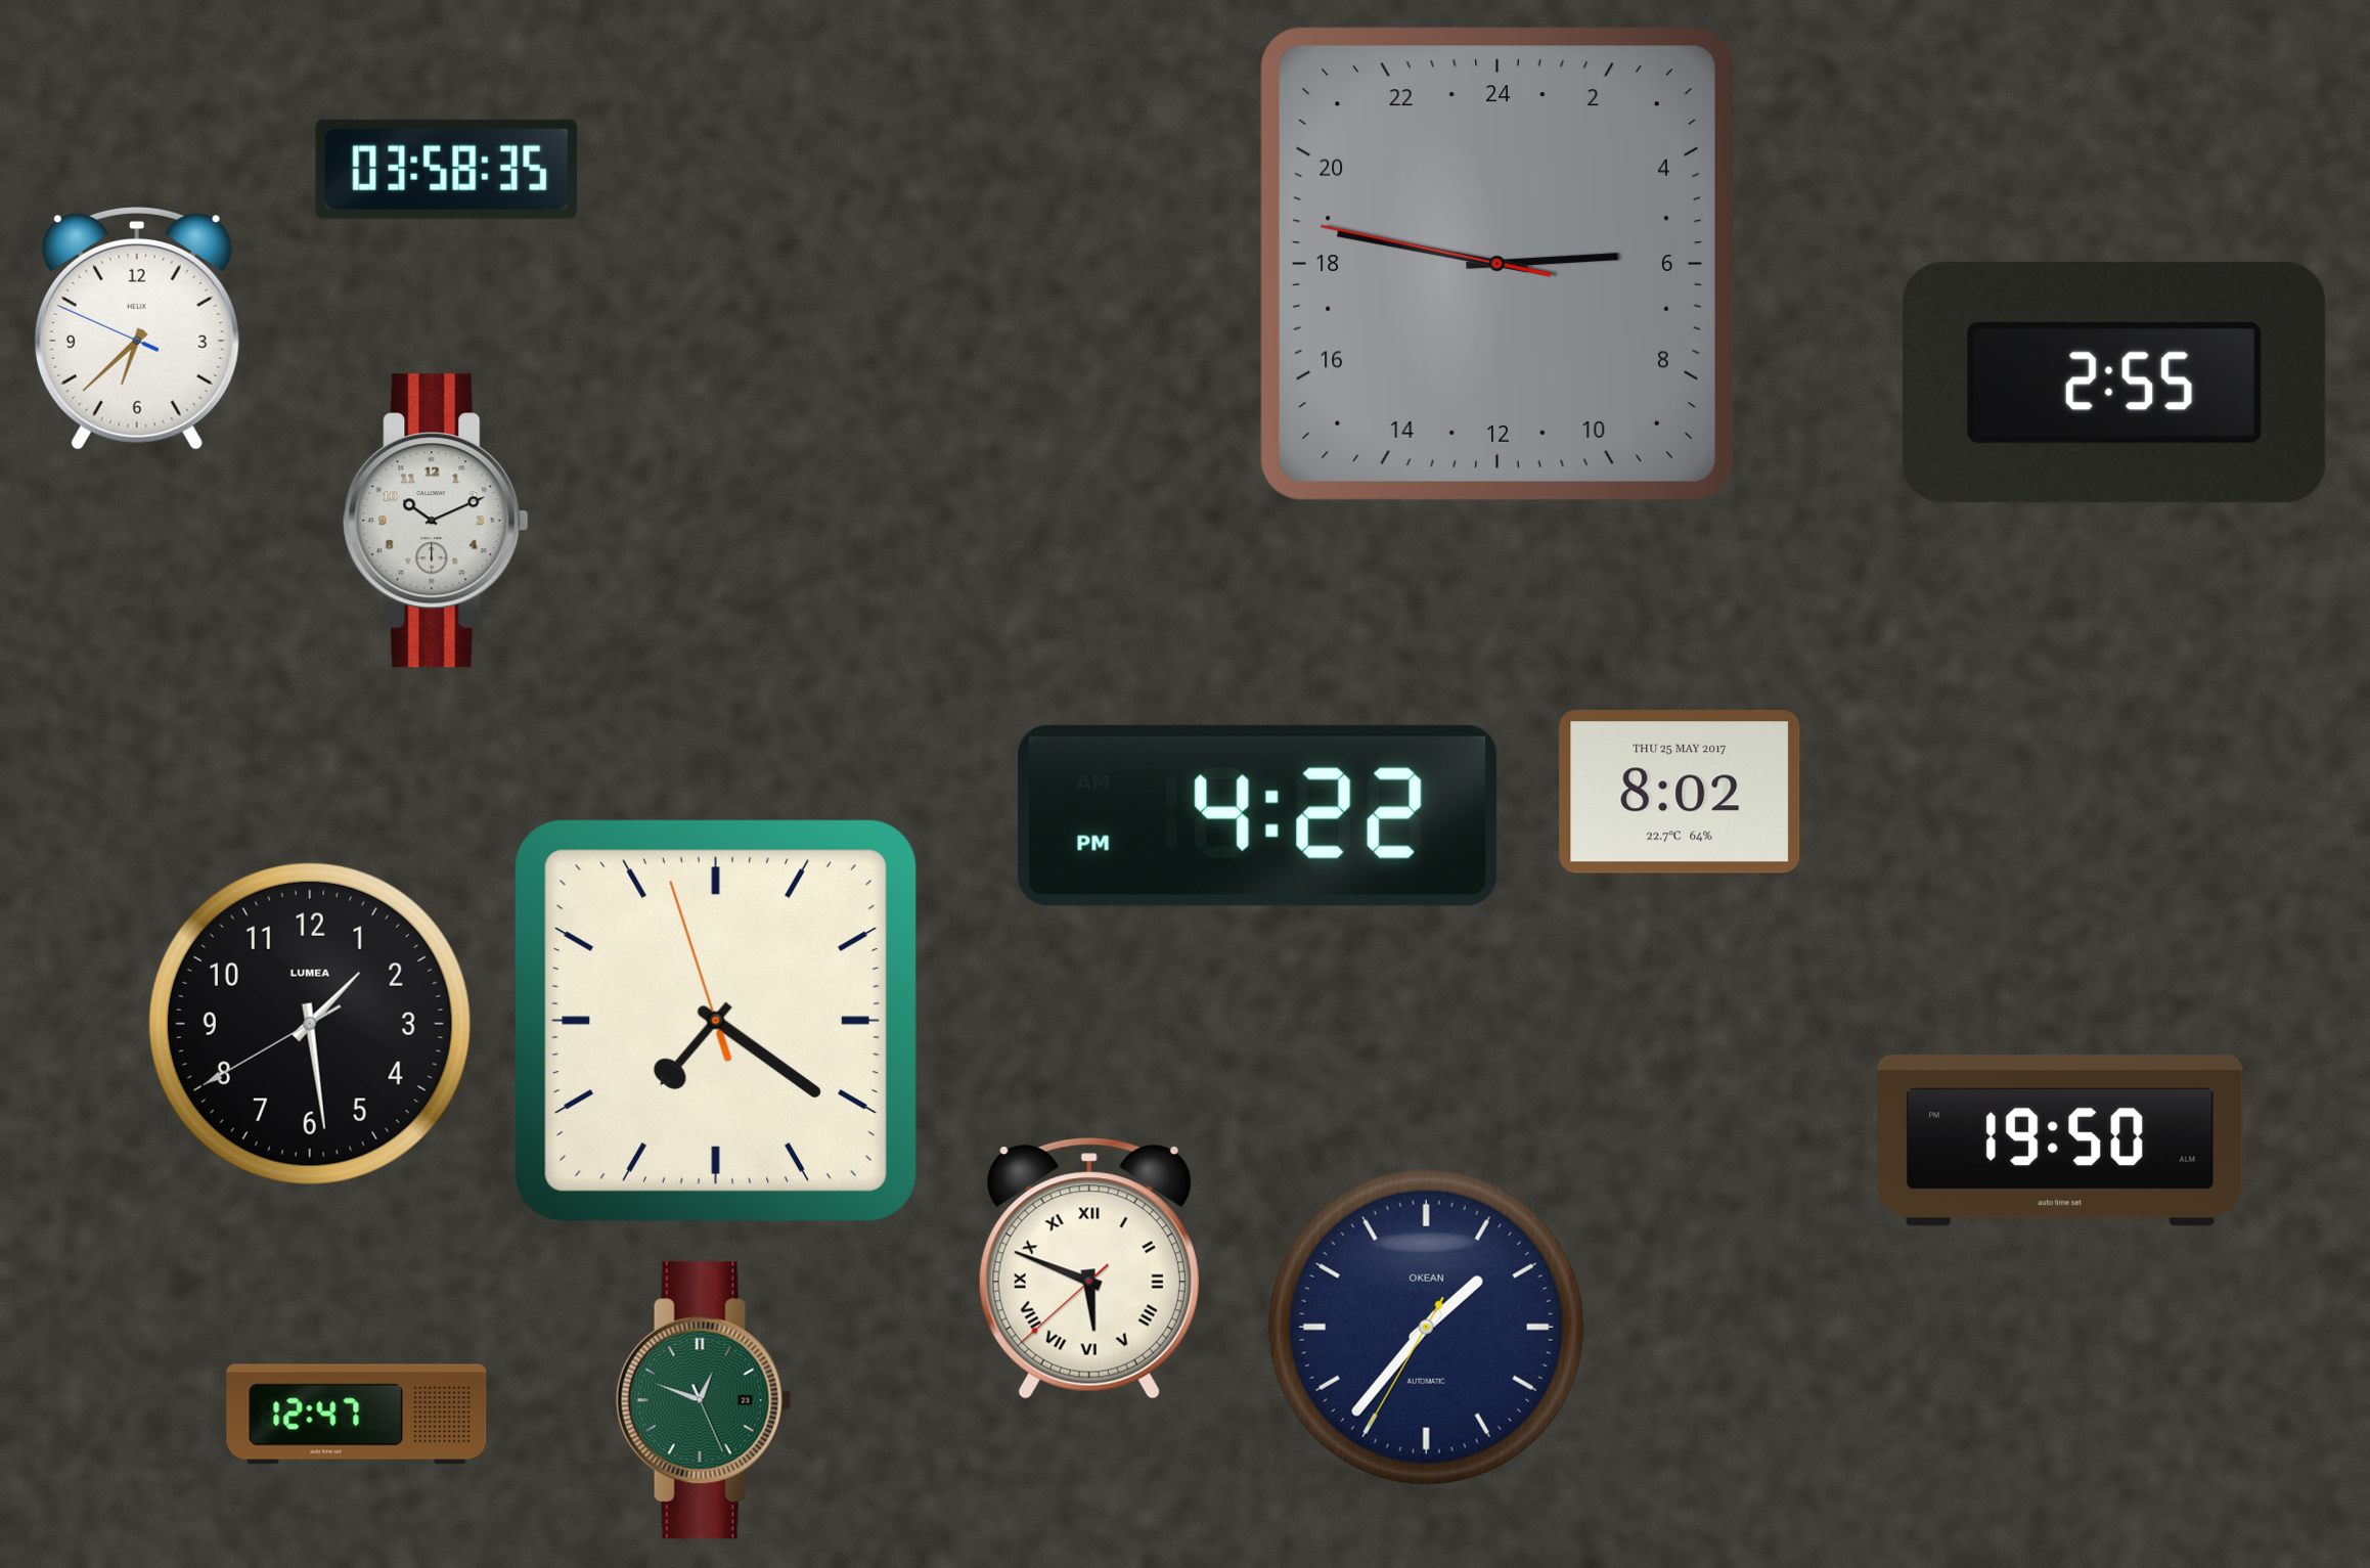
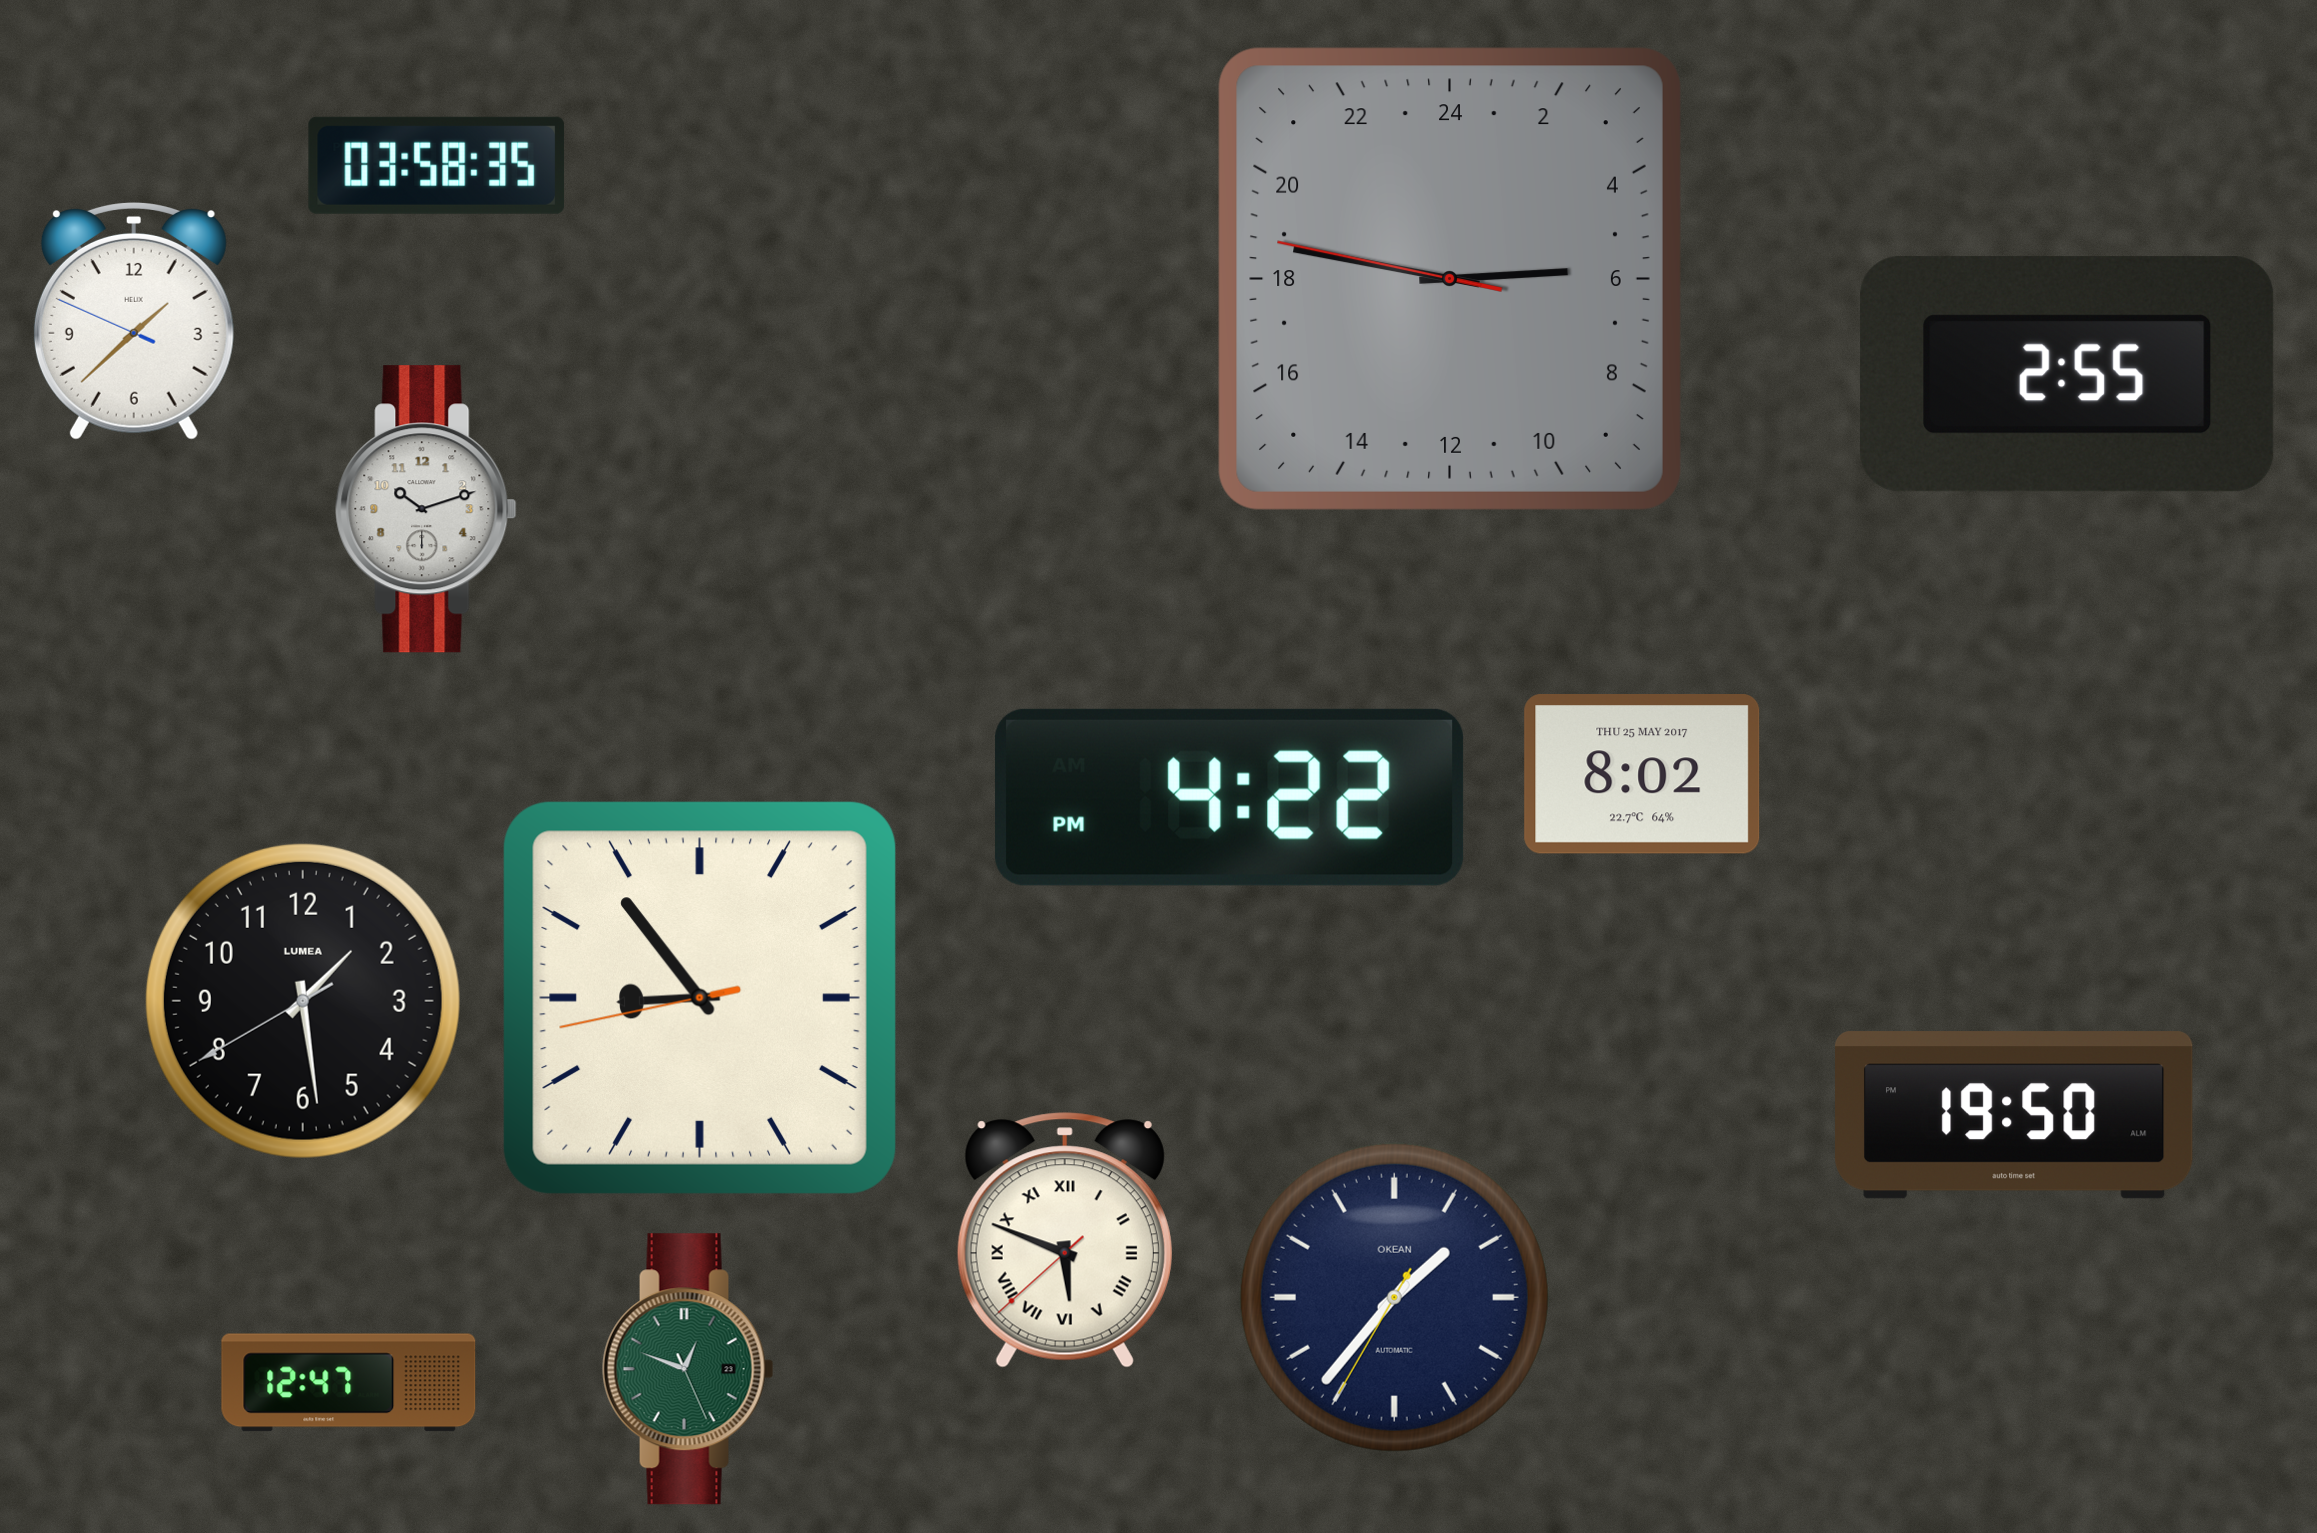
clock at (1497, 264) position: (1497, 264) -> (1450, 279)
clock at (137, 329): 6:37 -> 1:37
clock at (436, 521): 10:11 -> 10:12
clock at (716, 1021): 7:20 -> 8:53
